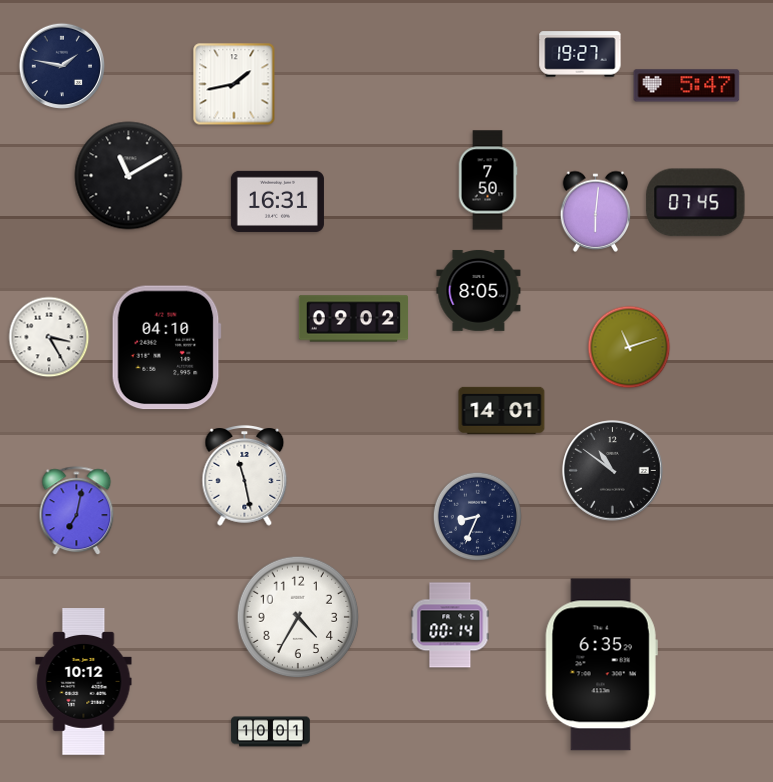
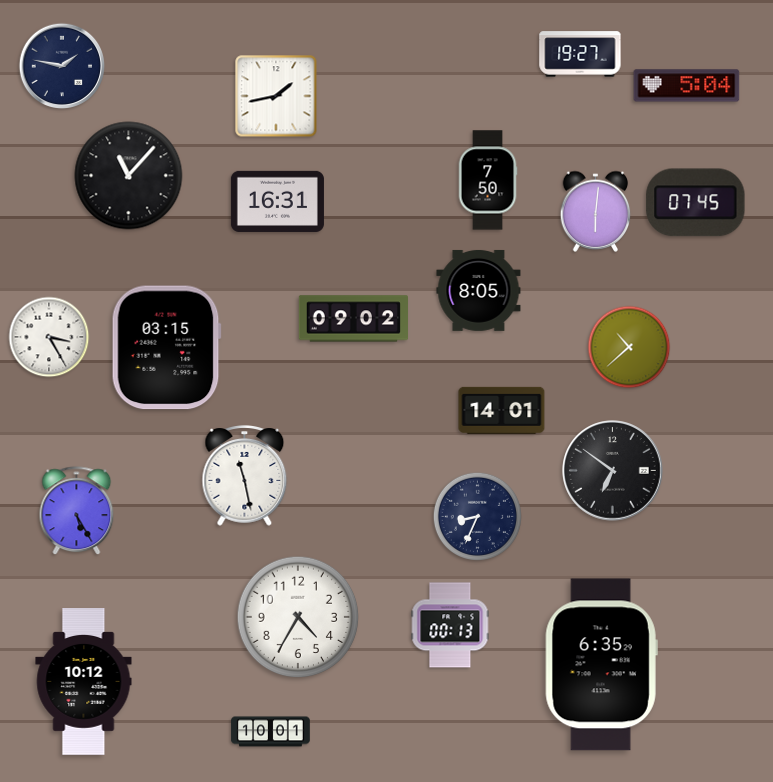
clock at (234, 84) position: (234, 84) -> (276, 96)
clock at (687, 86): 5:47 -> 5:04
clock at (129, 176): 11:10 -> 11:07
clock at (629, 347): 11:12 -> 10:38
clock at (166, 348): 04:10 -> 03:15
clock at (613, 471): 10:51 -> 6:51
clock at (77, 511): 7:02 -> 5:25
clock at (450, 625): 00:14 -> 00:13
